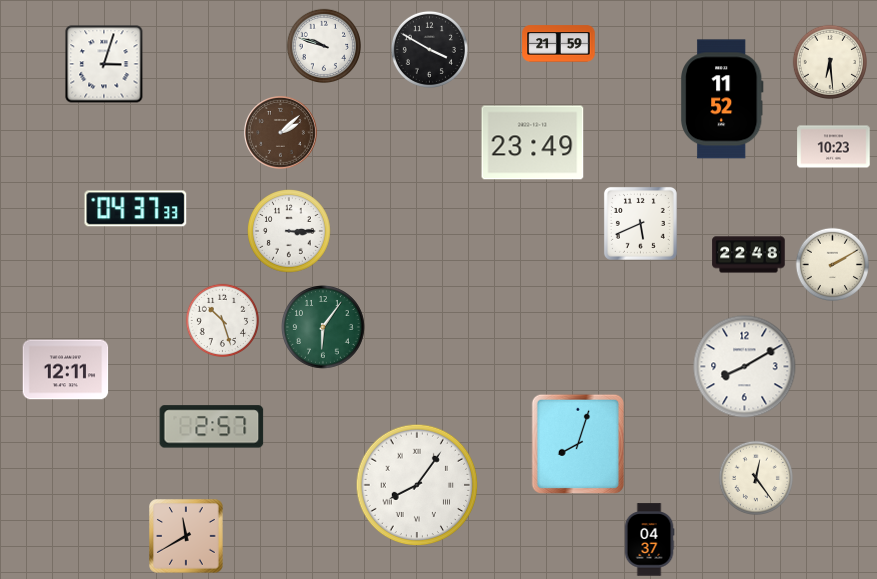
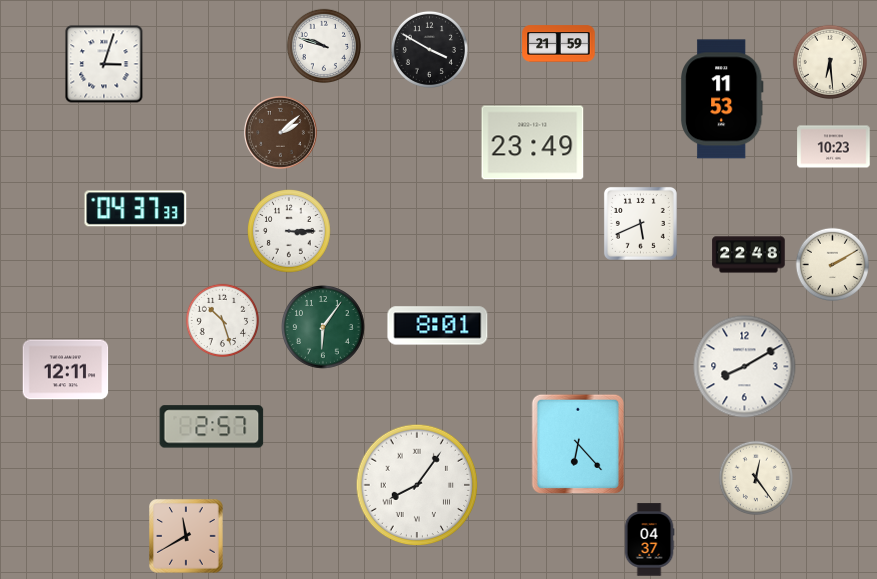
clock at (722, 99): 11:52 -> 11:53
clock at (438, 326): none -> 8:01
clock at (578, 444): 8:03 -> 6:23
